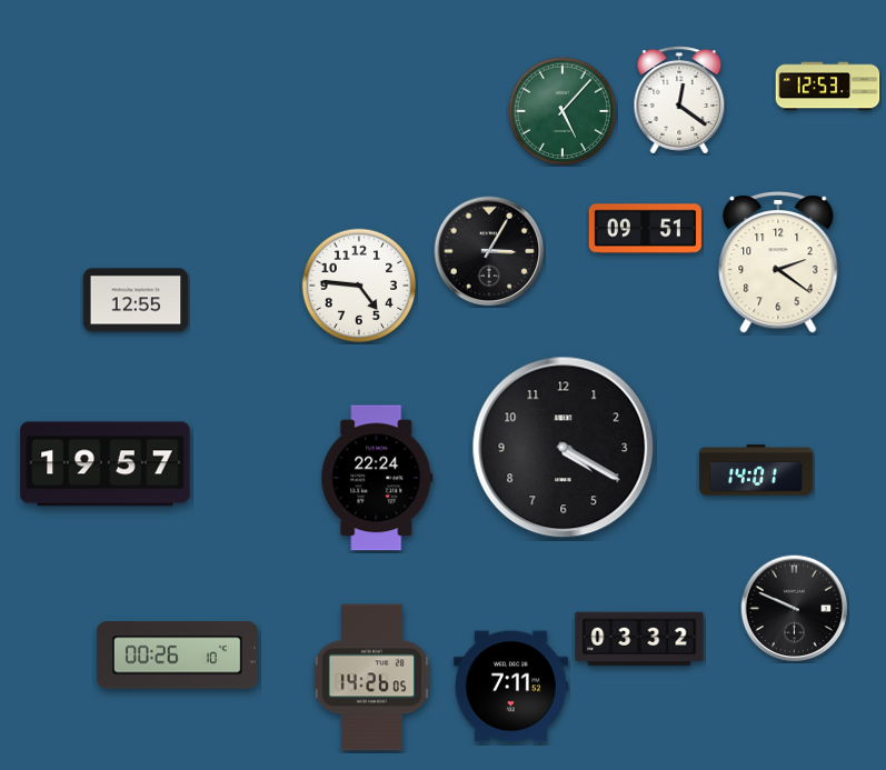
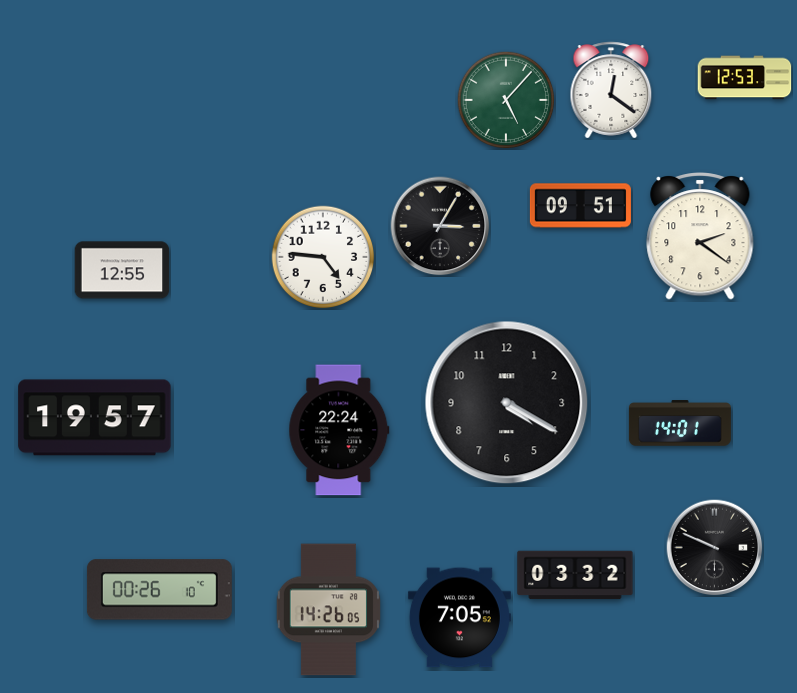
clock at (371, 678) position: (371, 678) -> (328, 610)
clock at (510, 687): 7:11 -> 7:05
